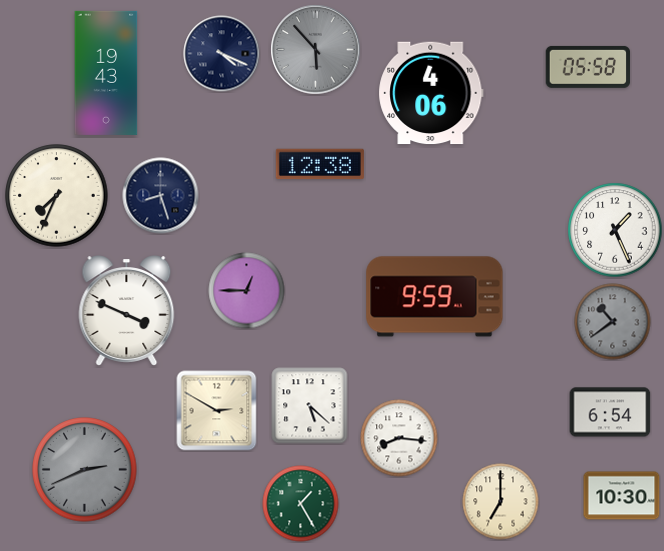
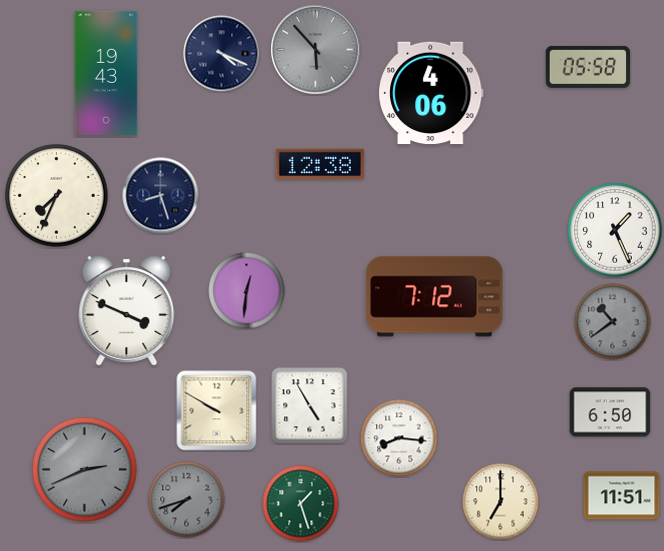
clock at (247, 291): 12:45 -> 12:31
clock at (435, 297): 9:59 -> 7:12
clock at (310, 406): 5:22 -> 4:55
clock at (217, 411): 2:50 -> 9:50
clock at (610, 412): 6:54 -> 6:50
clock at (622, 496): 10:30 -> 11:51
clock at (187, 500): none -> 7:42
clock at (301, 504): 1:25 -> 1:27
